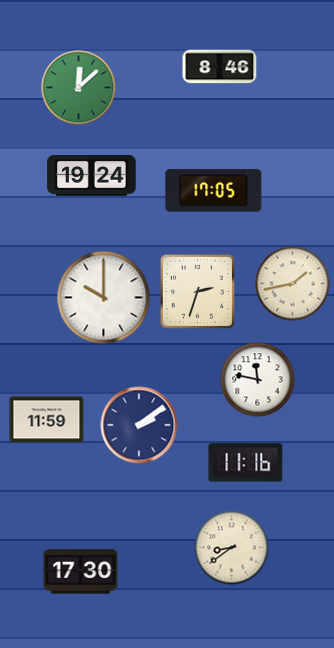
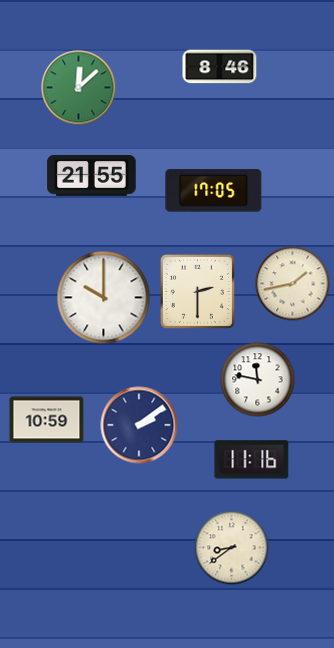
clock at (92, 176): 19:24 -> 21:55
clock at (197, 291): 2:33 -> 2:30
clock at (47, 420): 11:59 -> 10:59
clock at (246, 463) position: (246, 463) -> (252, 460)
clock at (81, 572): 17:30 -> none
